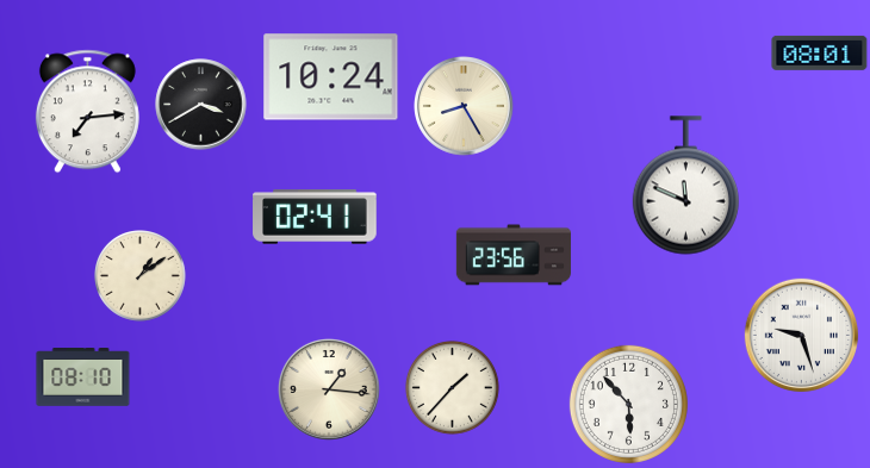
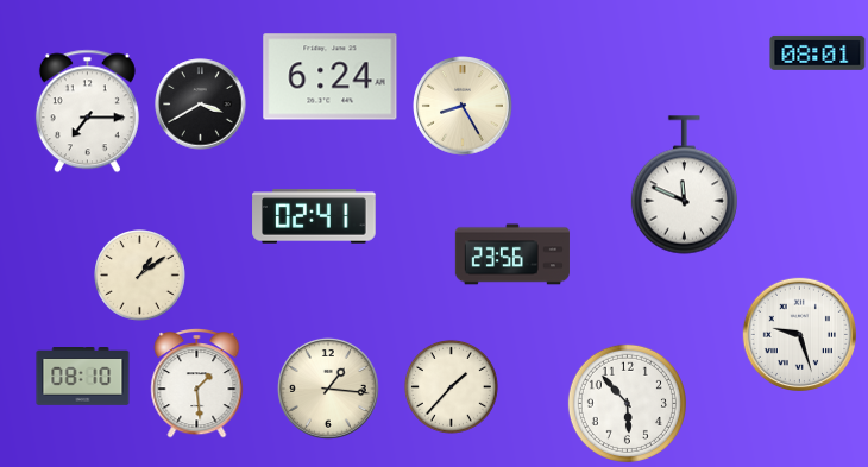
clock at (331, 77): 10:24 -> 6:24
clock at (87, 112): 7:14 -> 7:15
clock at (197, 383): none -> 1:29
